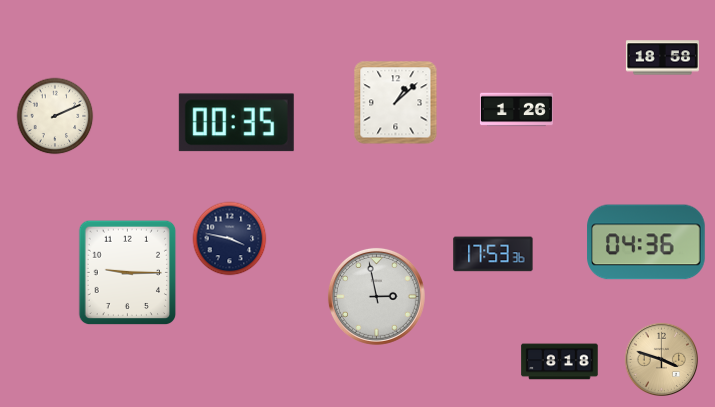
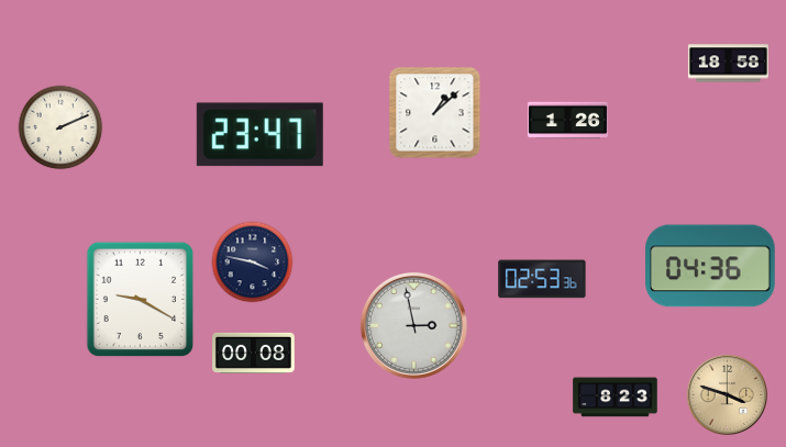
clock at (236, 123): 00:35 -> 23:47
clock at (493, 254): 17:53 -> 02:53
clock at (128, 273): 9:15 -> 9:20
clock at (254, 353): none -> 00:08
clock at (560, 362): 8:18 -> 8:23
